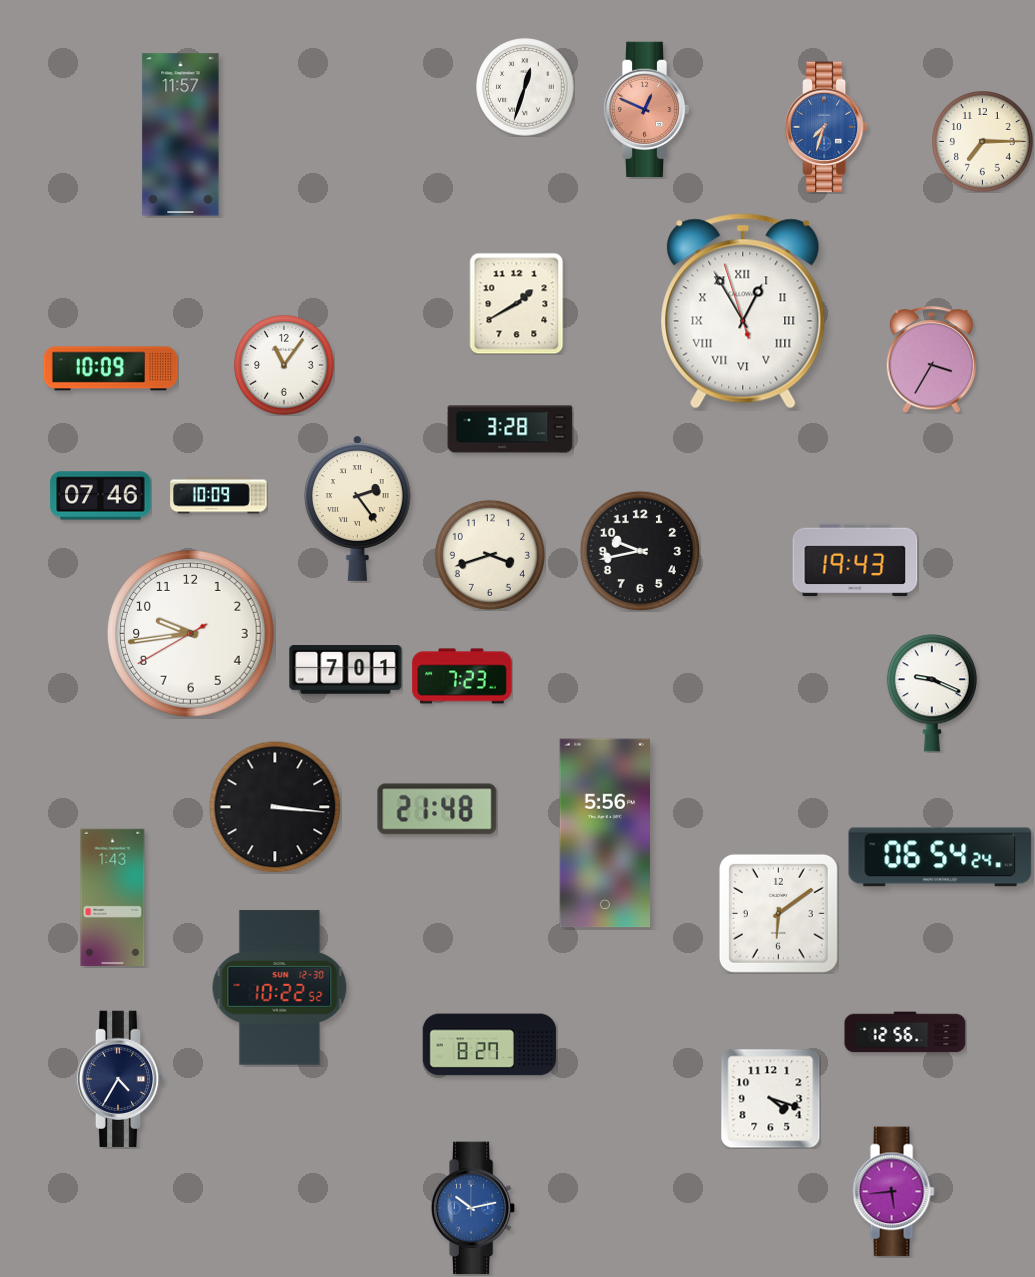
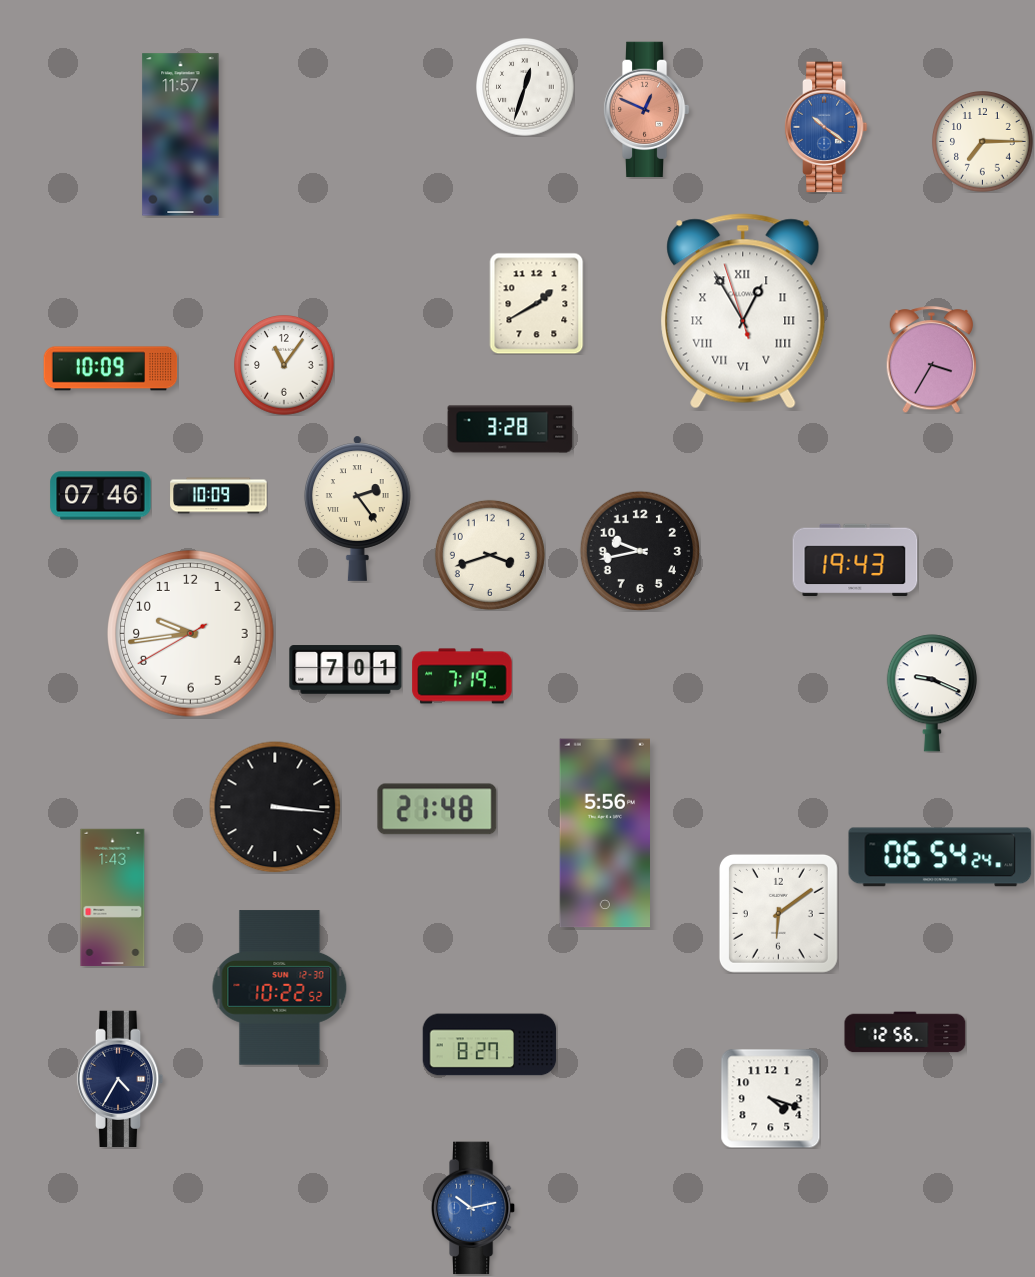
clock at (826, 127): 7:33 -> 10:21
clock at (517, 303) position: (517, 303) -> (537, 303)
clock at (462, 676): 7:23 -> 7:19
clock at (893, 1192): 5:44 -> none
